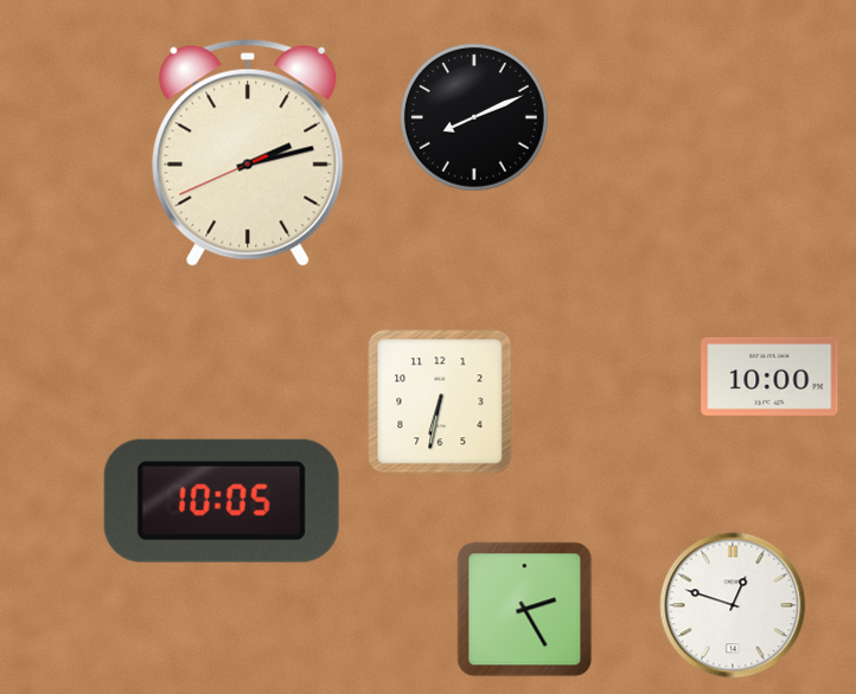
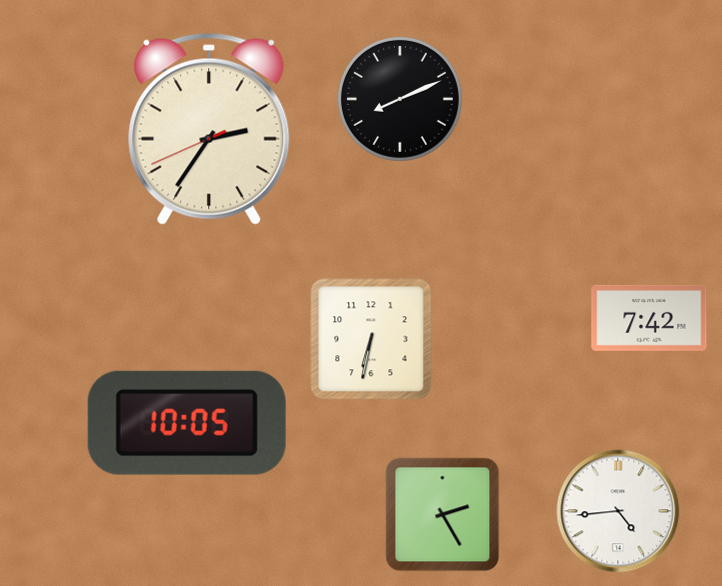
clock at (248, 153): 2:12 -> 2:35
clock at (769, 377): 10:00 -> 7:42
clock at (733, 605): 12:48 -> 4:44
